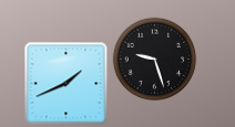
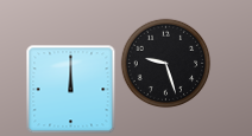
clock at (67, 84): 1:41 -> 12:00
